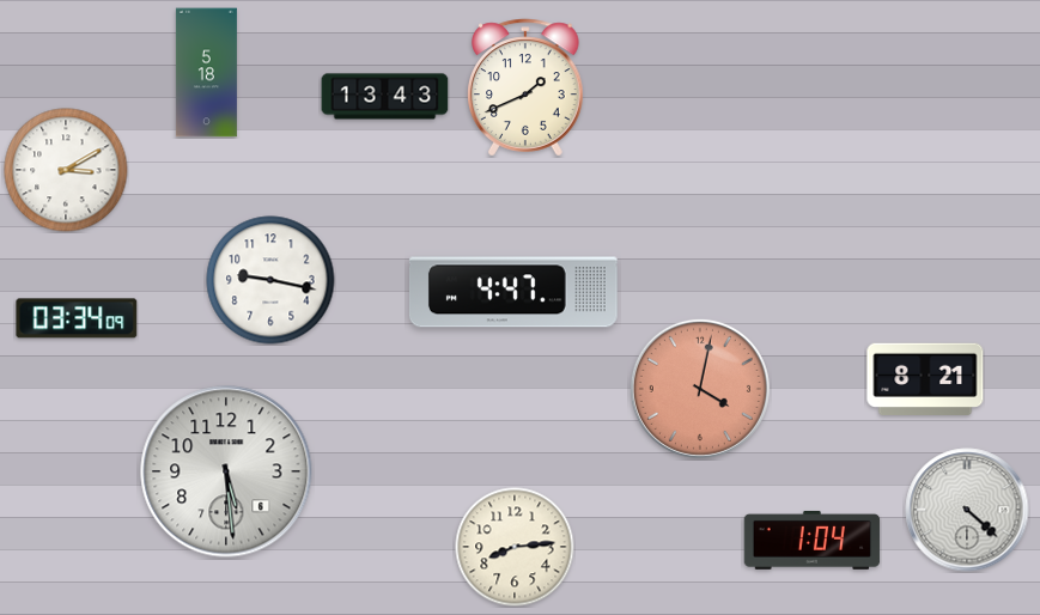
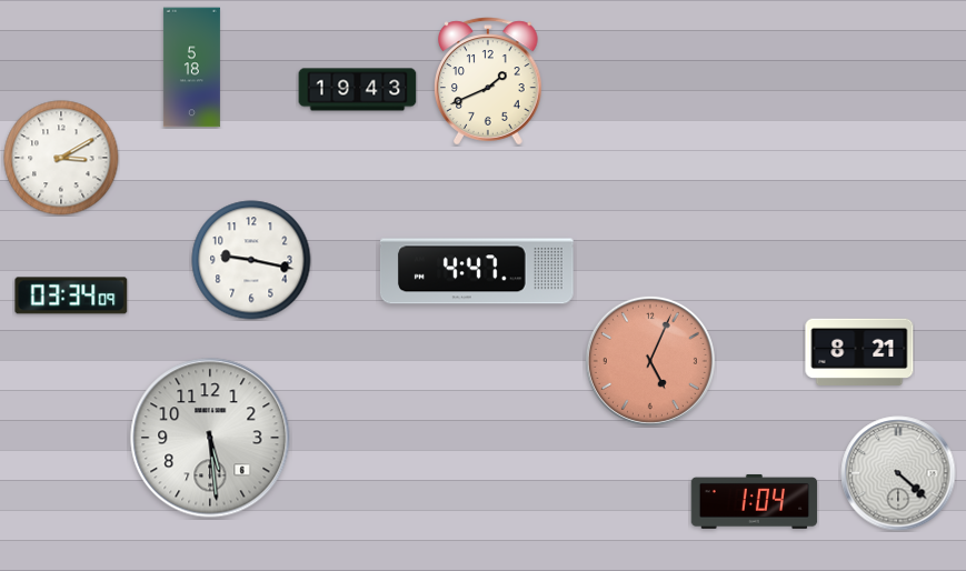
clock at (385, 97): 13:43 -> 19:43
clock at (700, 389): 4:02 -> 5:04
clock at (515, 547): 8:14 -> none
